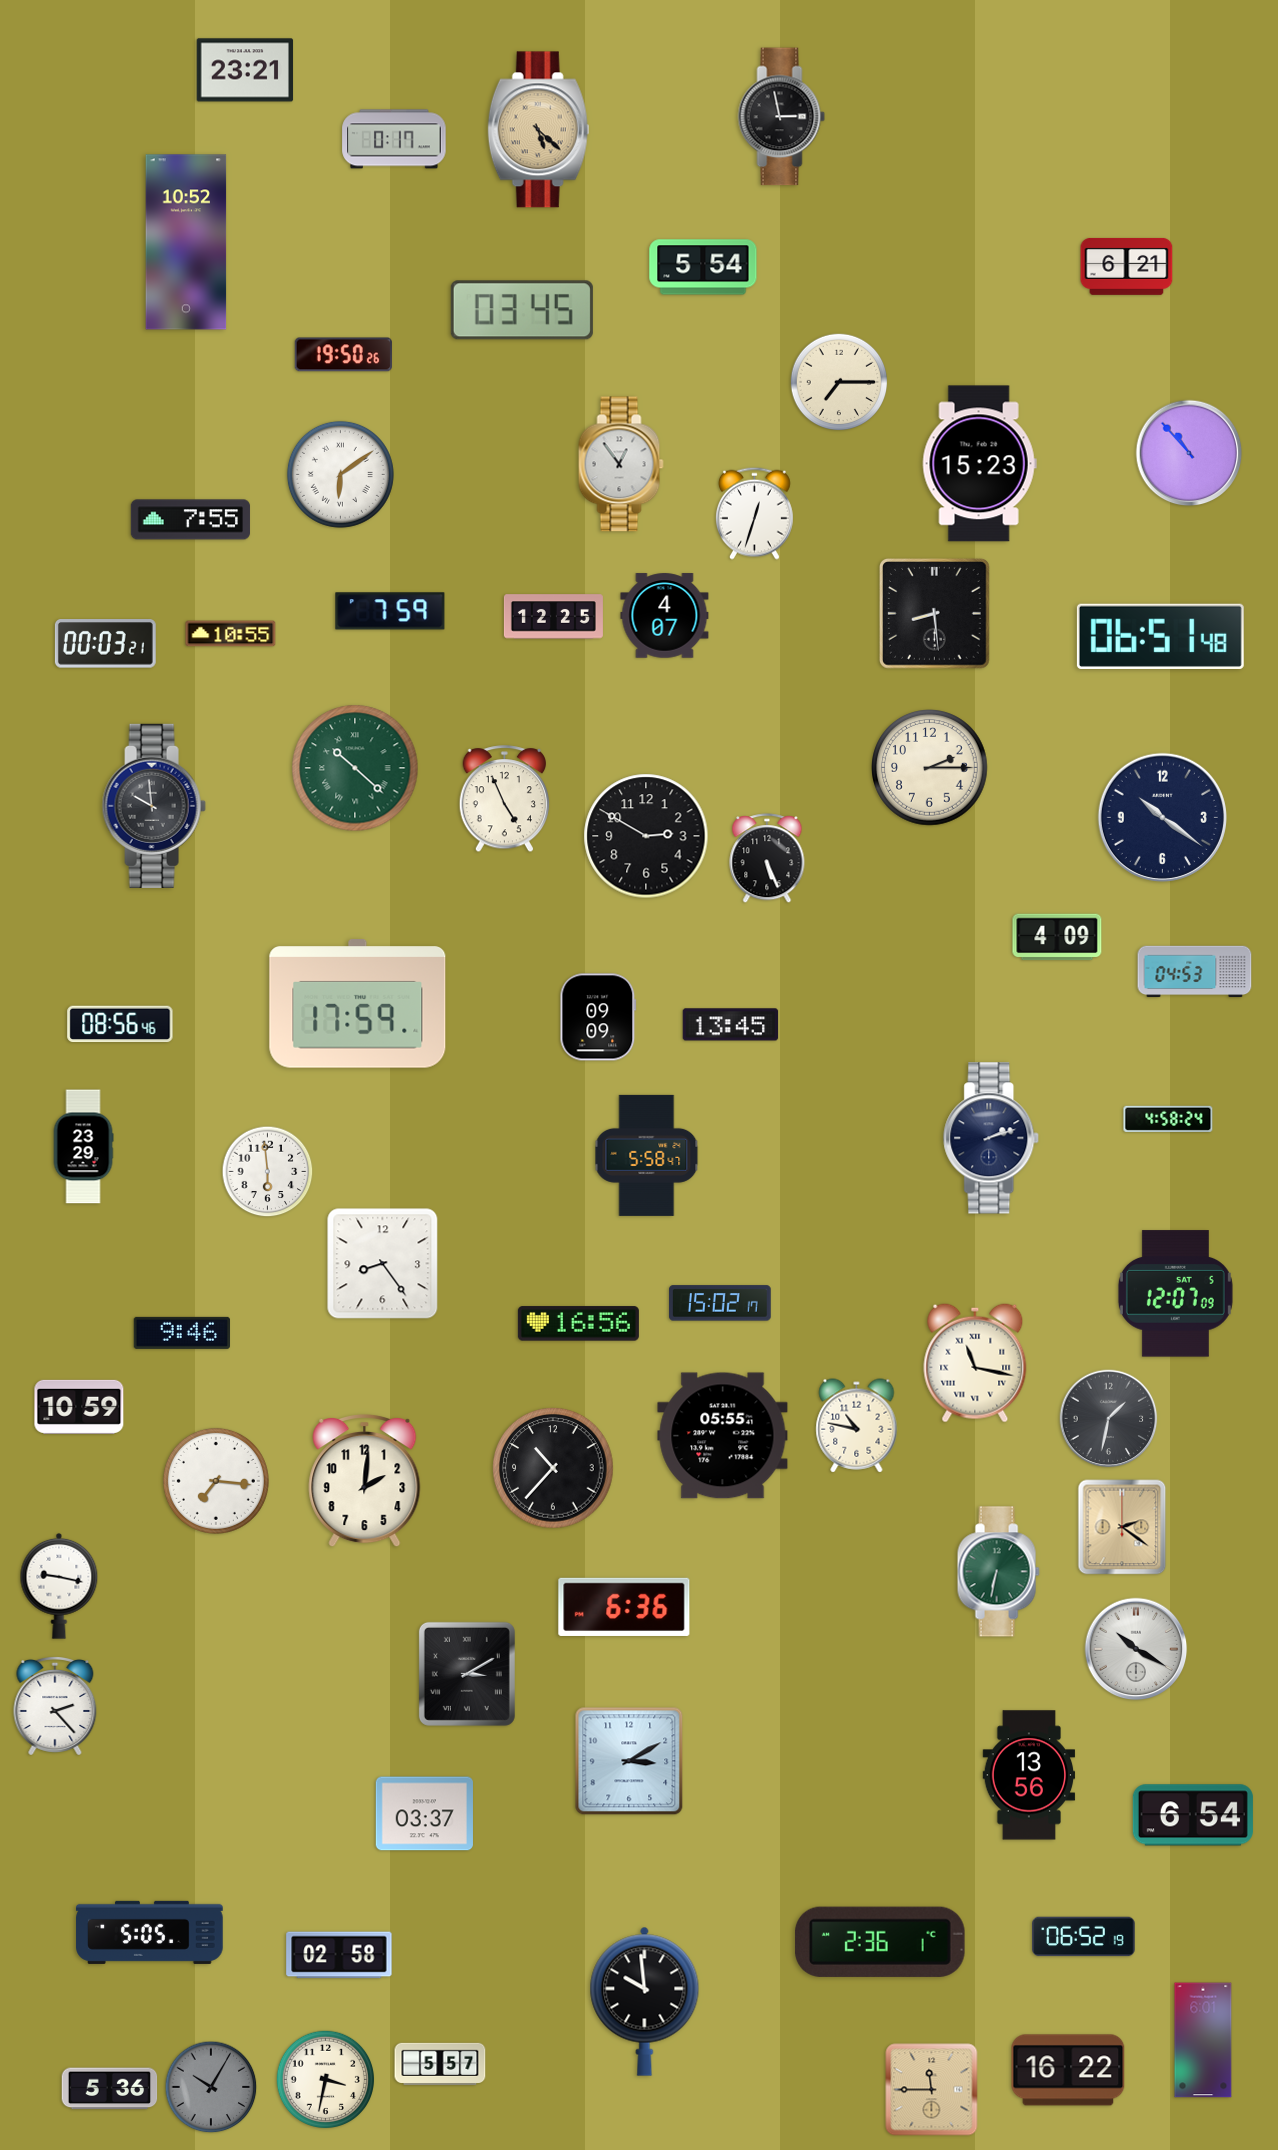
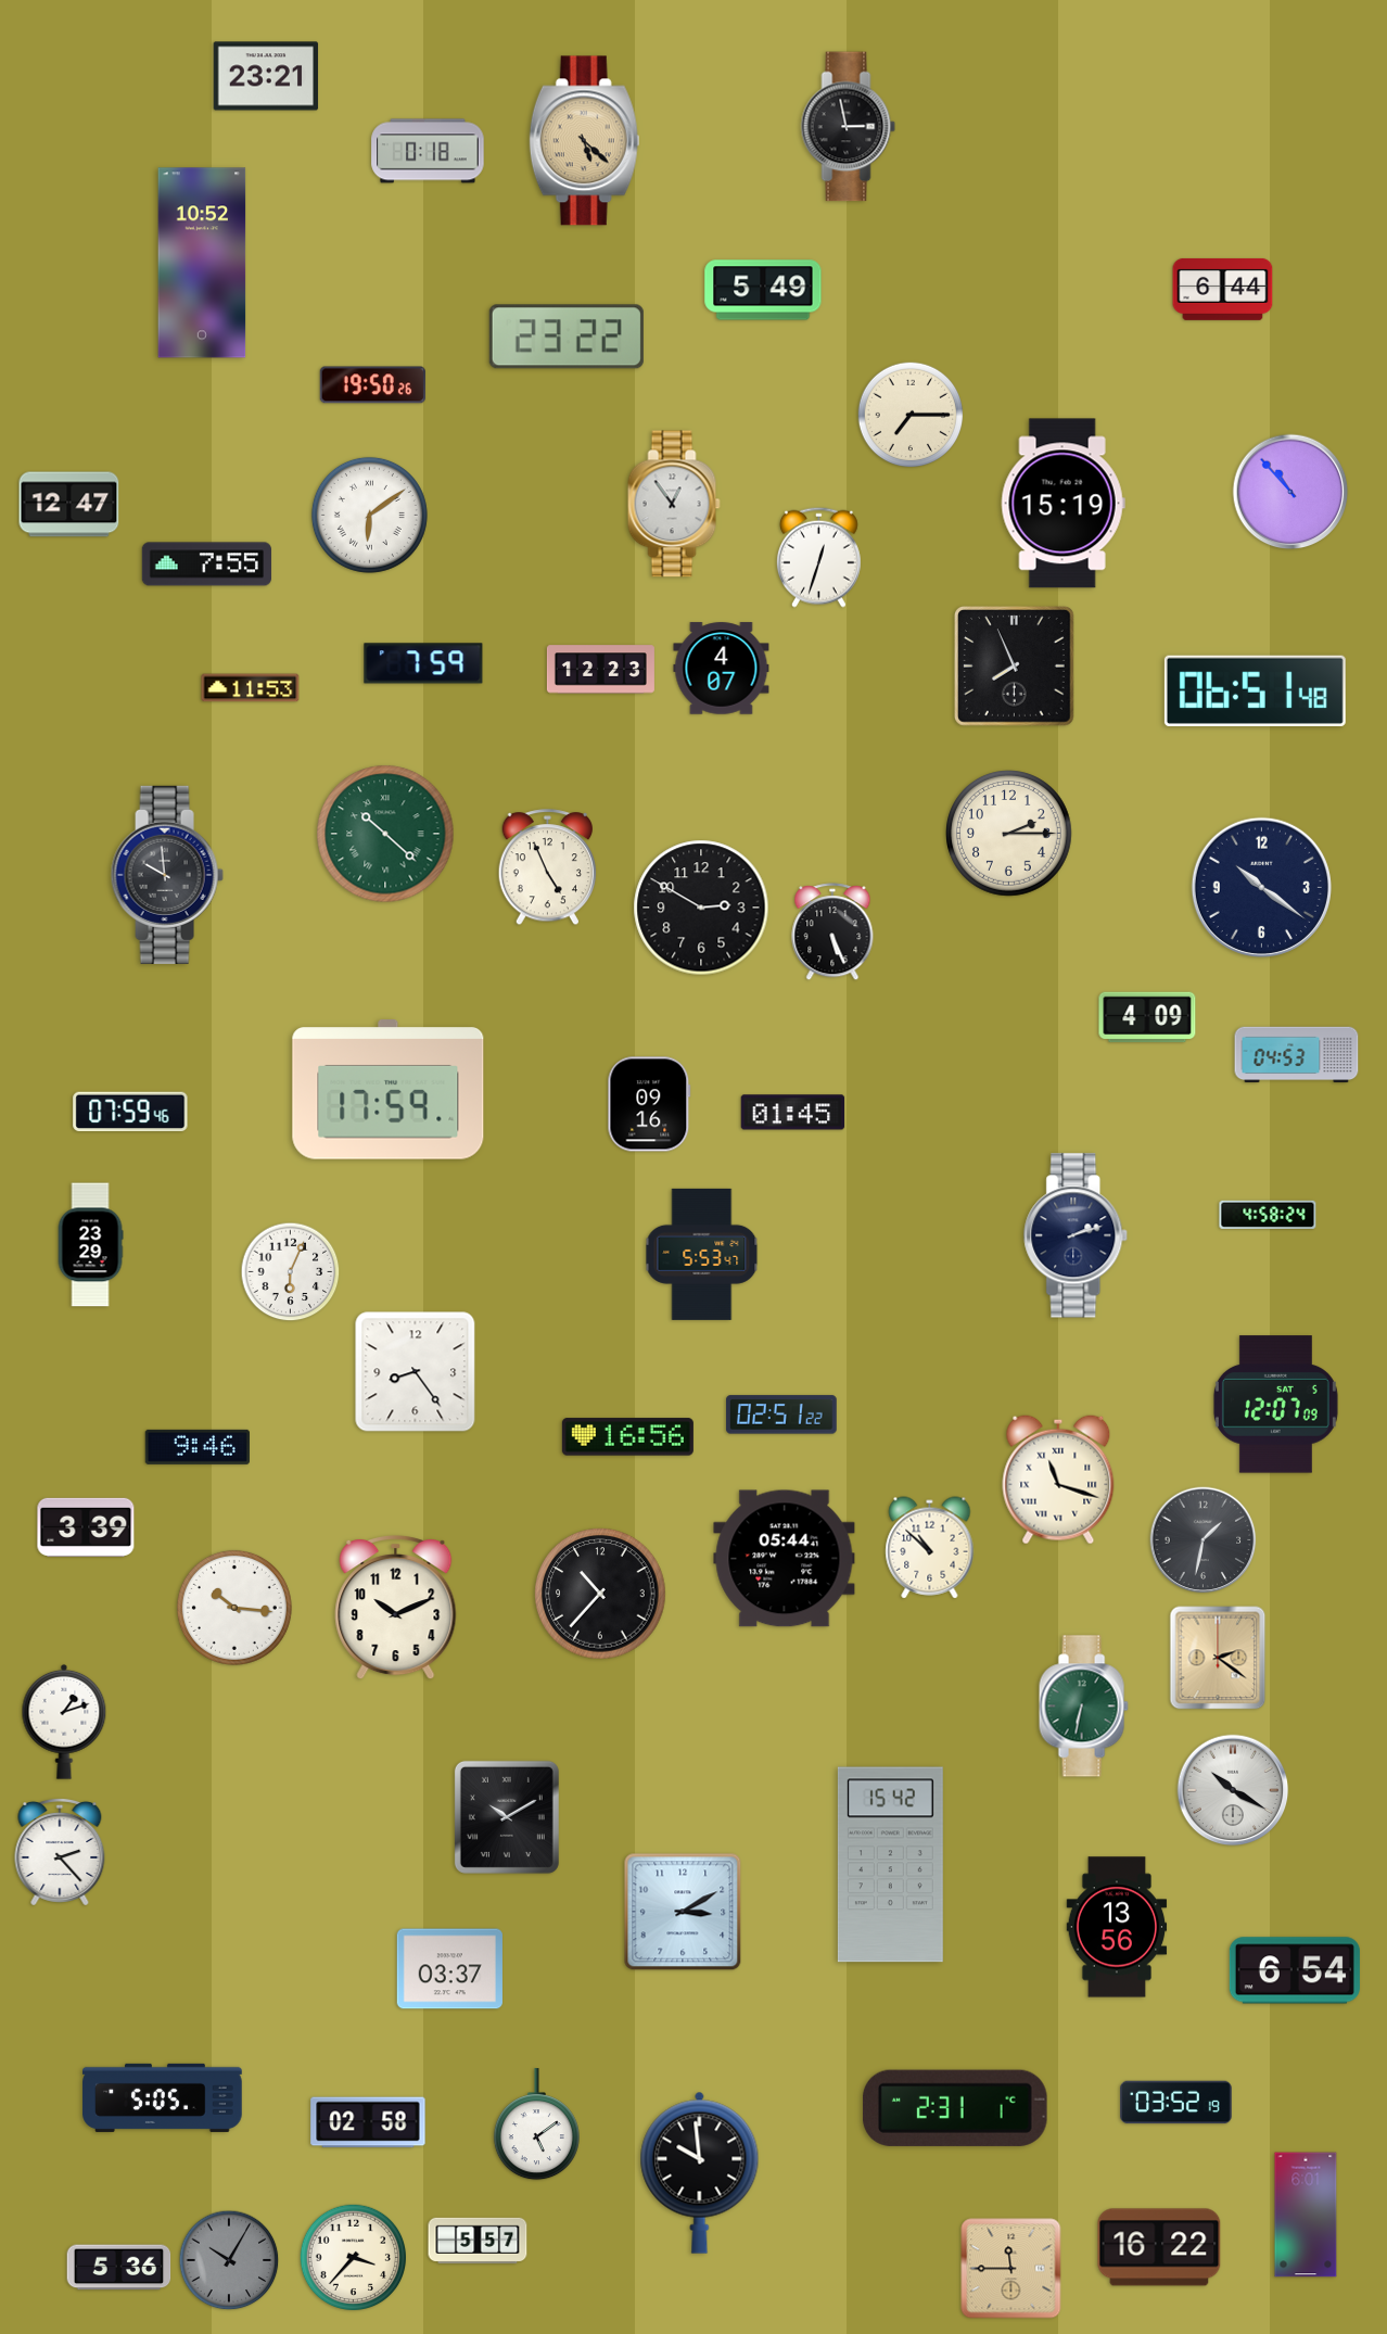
clock at (394, 139): 0:17 -> 0:18
clock at (1127, 266): 6:21 -> 6:44
clock at (703, 267): 5:54 -> 5:49
clock at (522, 310): 03:45 -> 23:22
clock at (979, 464): 15:23 -> 15:19
clock at (69, 505): none -> 12:47
clock at (935, 614): 8:29 -> 7:56
clock at (553, 617): 12:25 -> 12:23
clock at (231, 634): 10:55 -> 11:53
clock at (1160, 636) position: (1160, 636) -> (1255, 690)
clock at (105, 644): 00:03 -> none
clock at (598, 1017): 09:09 -> 09:16
clock at (120, 1024): 08:56 -> 07:59
clock at (731, 1025): 13:45 -> 01:45
clock at (647, 1155): 5:58 -> 5:53
clock at (268, 1172): 5:59 -> 6:04
clock at (721, 1303): 15:02 -> 02:51
clock at (975, 1363): 11:17 -> 11:18
clock at (79, 1407): 10:59 -> 3:39
clock at (857, 1426): 10:47 -> 10:52
clock at (723, 1436): 05:55 -> 05:44
clock at (216, 1481): 7:16 -> 10:16
clock at (365, 1482): 2:01 -> 10:11
clock at (59, 1586): 9:17 -> 1:12
clock at (624, 1607): 6:36 -> none
clock at (467, 1674): 3:10 -> 10:10
clock at (890, 1865): none -> 15:42
clock at (424, 1814) position: (424, 1814) -> (449, 1969)
clock at (1084, 1937): 06:52 -> 03:52
clock at (880, 1942): 2:36 -> 2:31
clock at (536, 2124): none -> 5:09
clock at (325, 2079): 3:32 -> 3:37
clock at (211, 2087) position: (211, 2087) -> (229, 2260)
